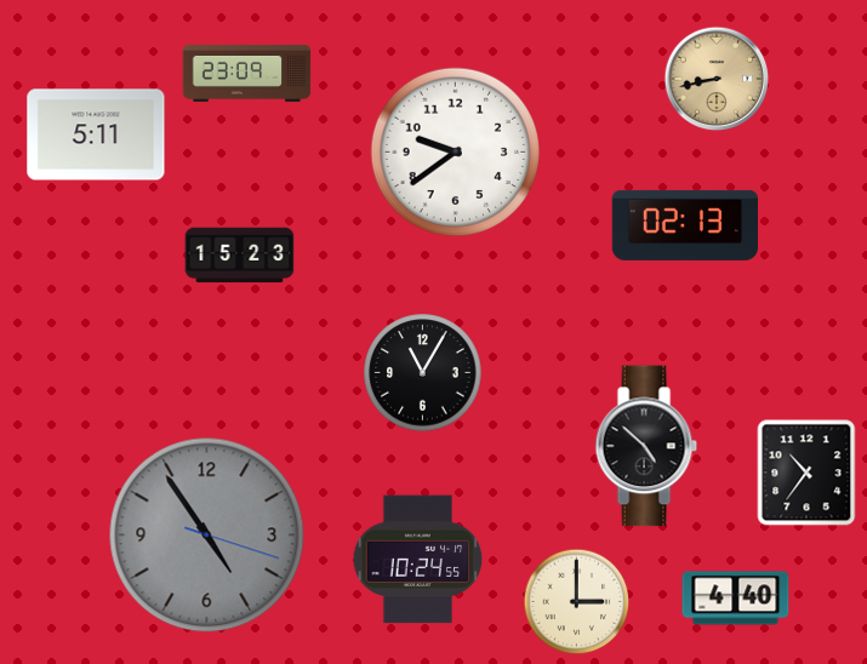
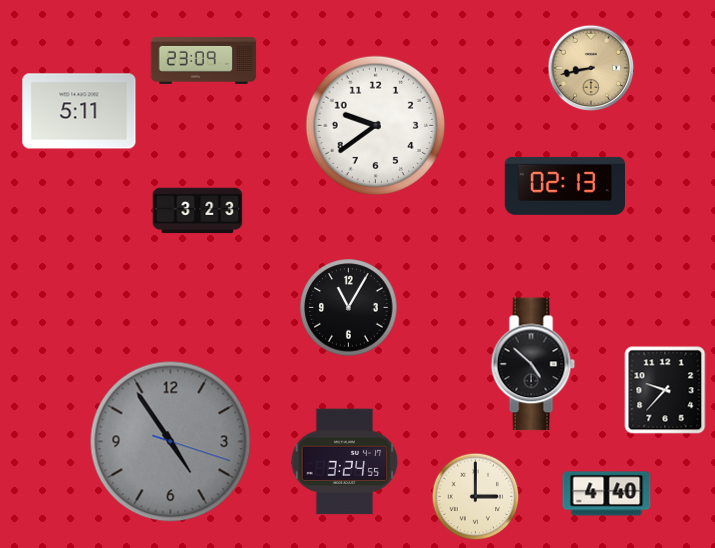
clock at (717, 79) position: (717, 79) -> (591, 68)
clock at (240, 256): 15:23 -> 3:23
clock at (646, 446) position: (646, 446) -> (533, 364)
clock at (806, 473): 10:36 -> 9:37
clock at (418, 560): 10:24 -> 3:24
